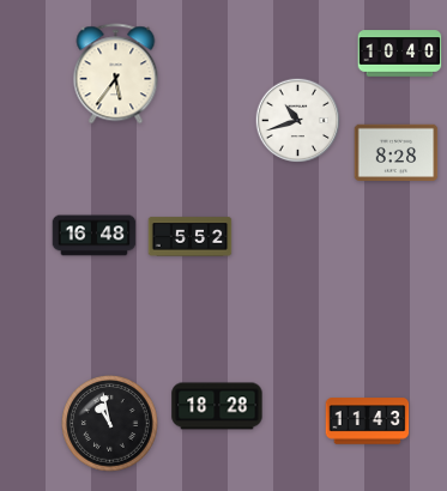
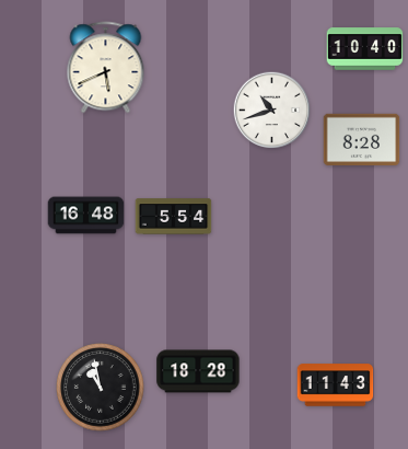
clock at (116, 74): 5:36 -> 5:41
clock at (191, 237): 5:52 -> 5:54
